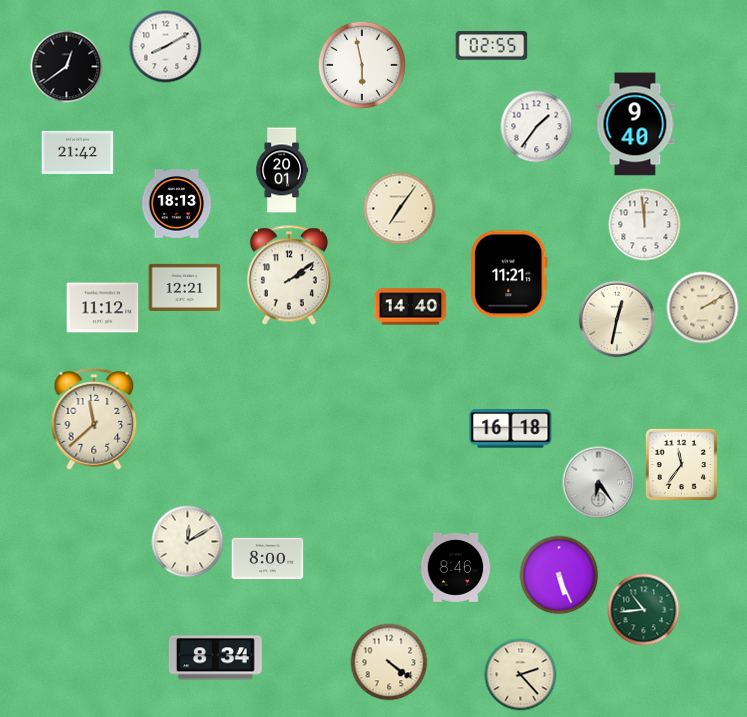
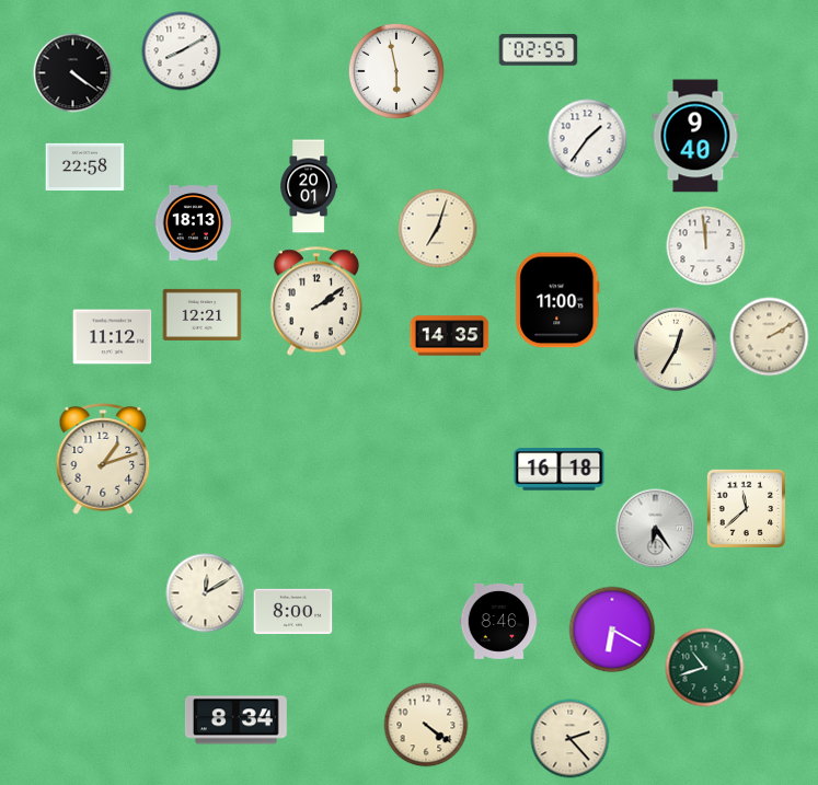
clock at (67, 67): 12:39 -> 4:21
clock at (78, 152): 21:42 -> 22:58
clock at (400, 209): 7:06 -> 7:03
clock at (509, 274): 11:21 -> 11:00
clock at (411, 307): 14:40 -> 14:35
clock at (617, 319): 12:32 -> 12:35
clock at (94, 419): 11:38 -> 1:12
clock at (681, 464): 11:36 -> 11:38
clock at (559, 575): 5:26 -> 6:20
clock at (644, 610): 10:44 -> 10:42
